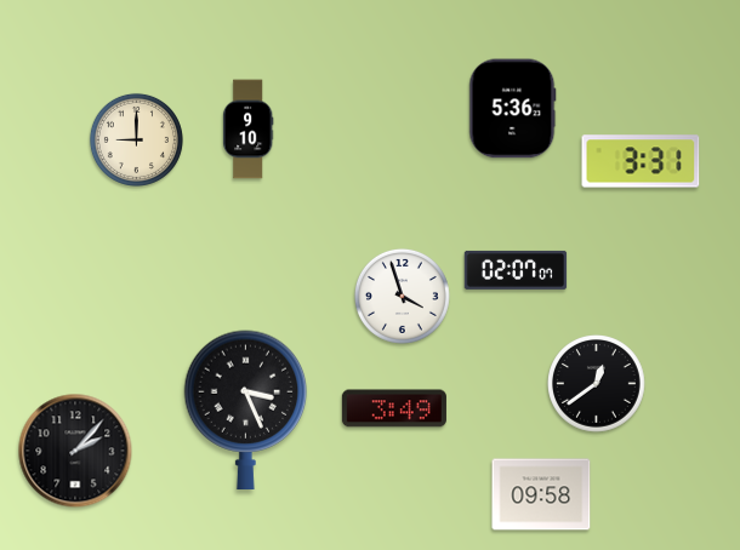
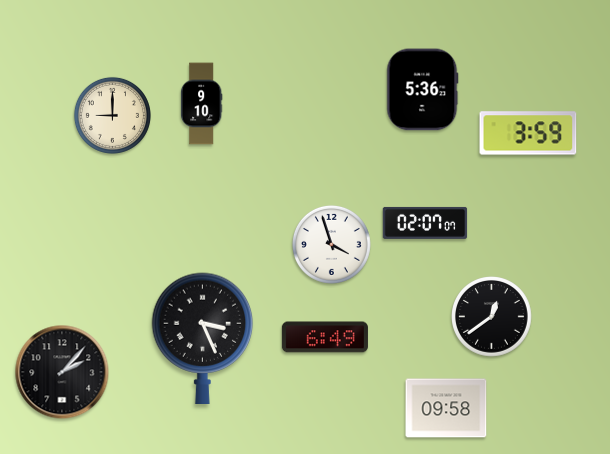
clock at (247, 130) position: (247, 130) -> (201, 104)
clock at (641, 161): 3:31 -> 3:59
clock at (394, 408): 3:49 -> 6:49
